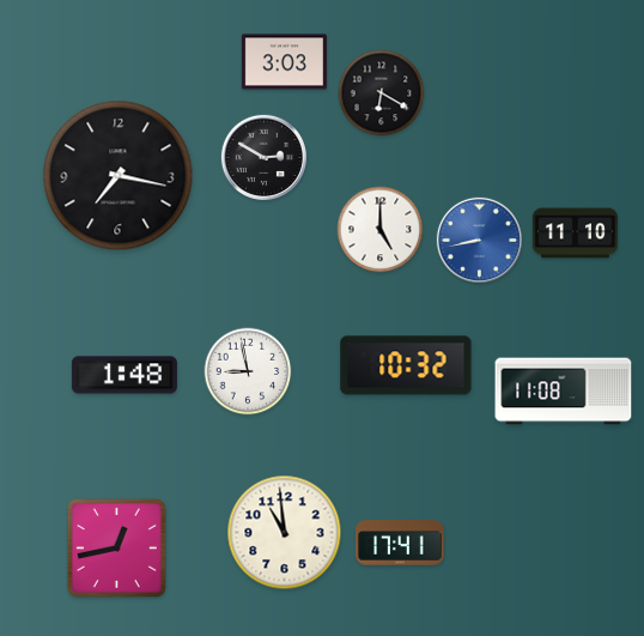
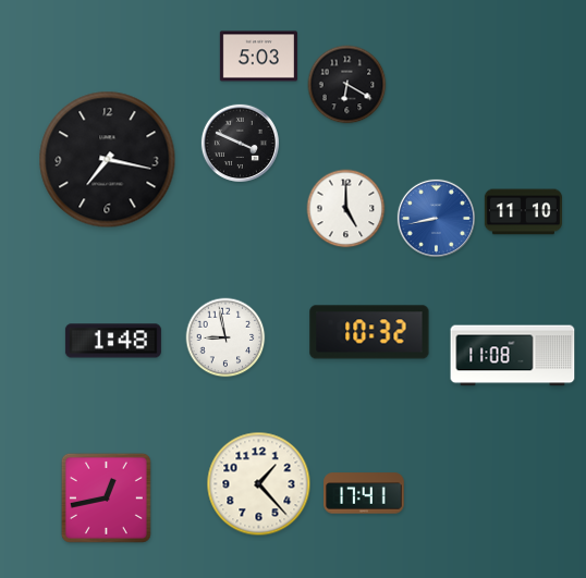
clock at (284, 62): 3:03 -> 5:03
clock at (263, 157): 2:50 -> 3:49
clock at (285, 533): 10:59 -> 1:23
